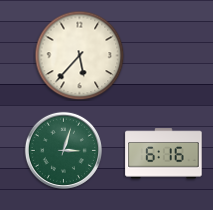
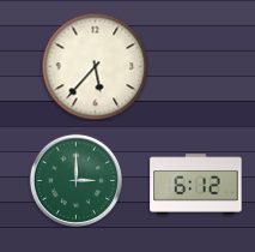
clock at (63, 150): 3:03 -> 3:00
clock at (164, 154): 6:16 -> 6:12
